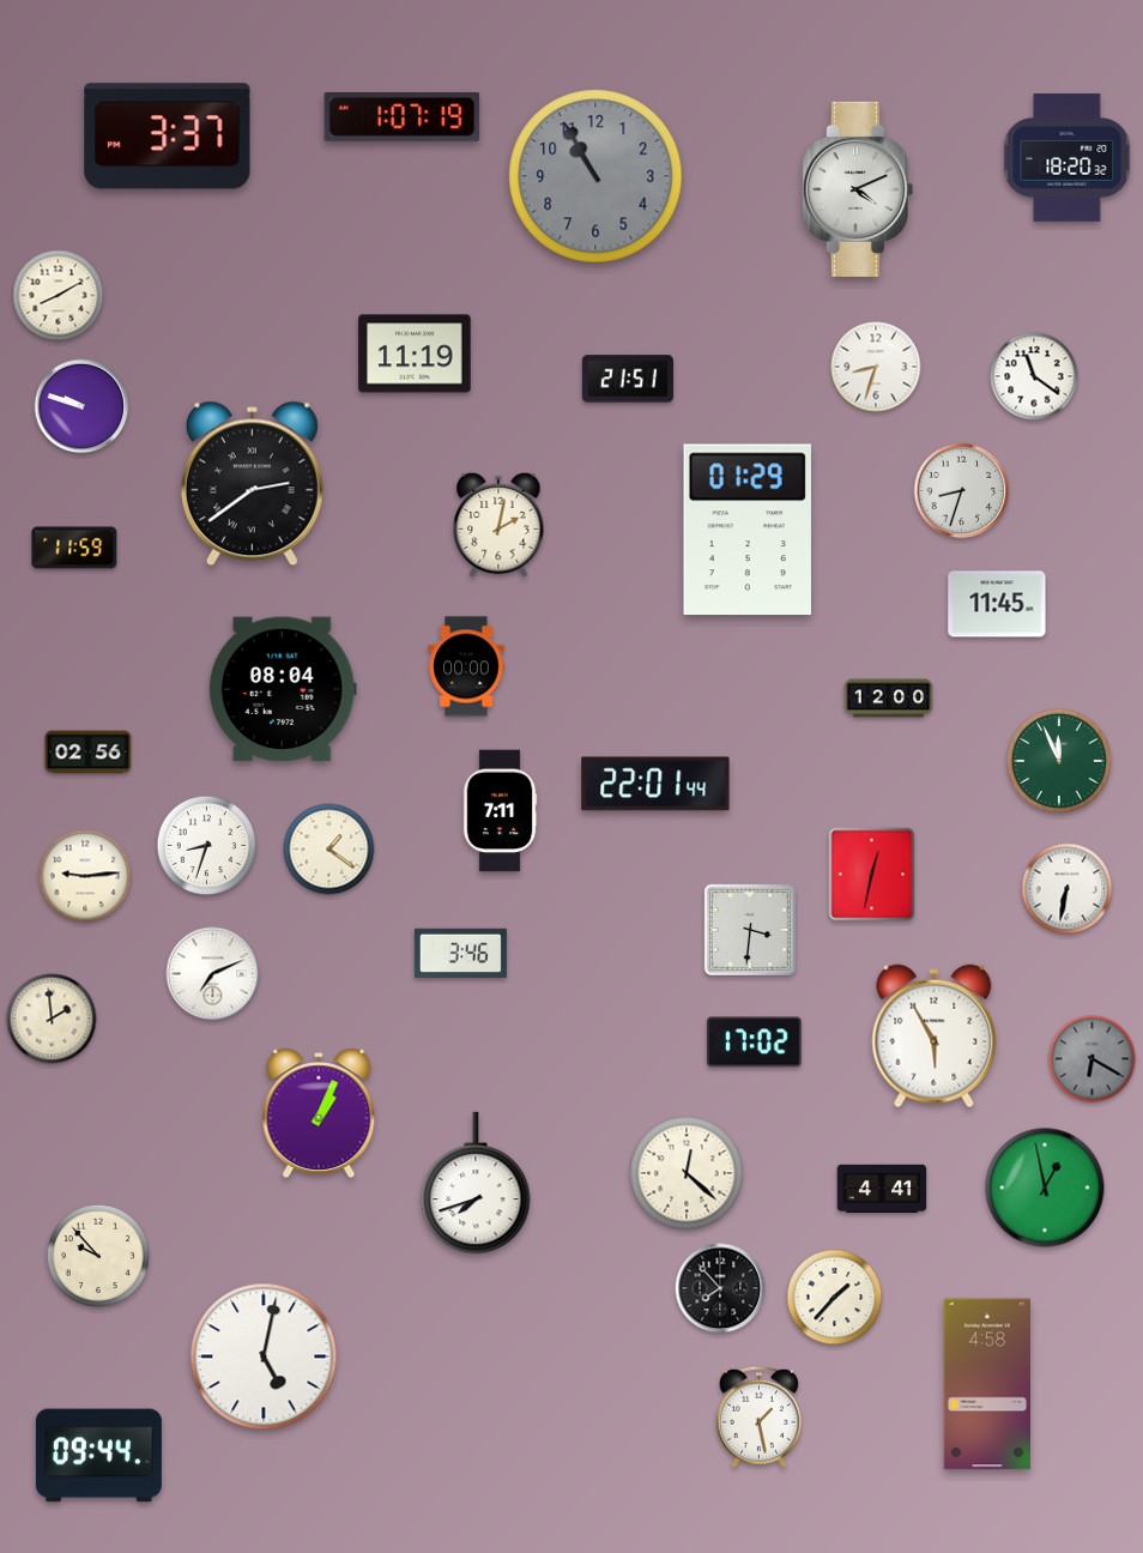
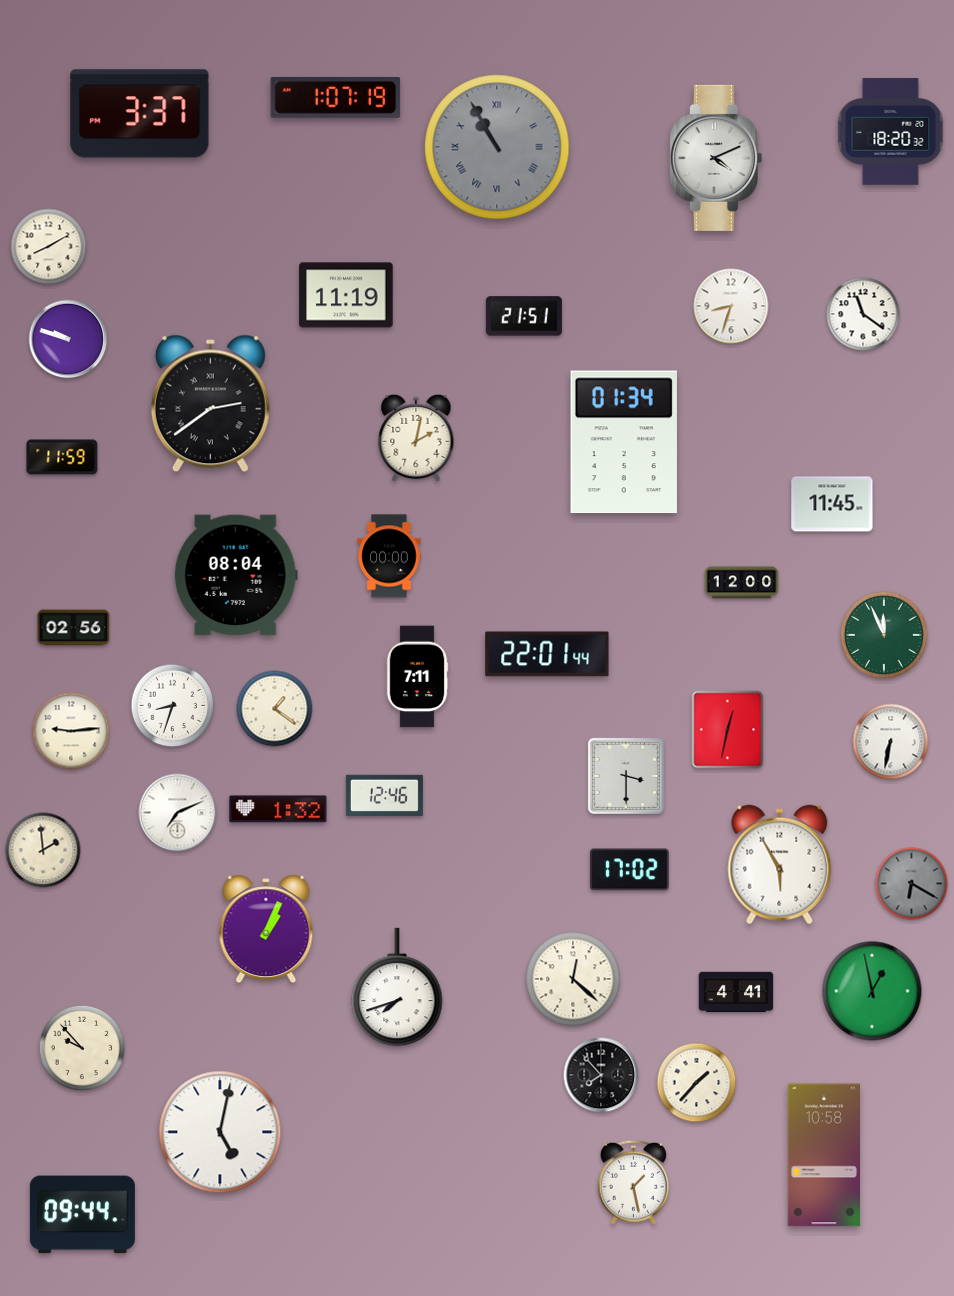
clock at (595, 176) numerals: Arabic -> Roman
clock at (962, 491): 8:33 -> none
clock at (748, 530): 01:29 -> 01:34
clock at (750, 930): 3:31 -> 3:30
clock at (460, 953): 3:46 -> 12:46
clock at (278, 809): none -> 1:32
clock at (986, 1384): 4:58 -> 10:58
